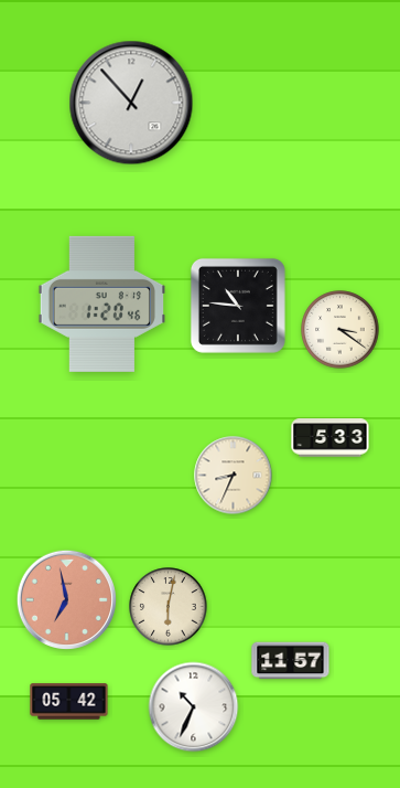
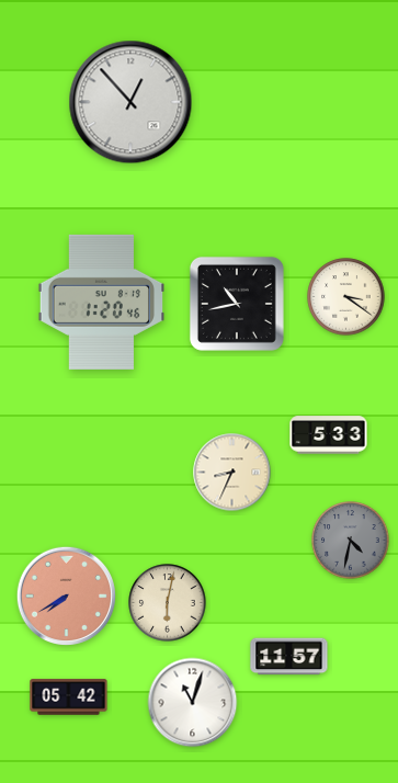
clock at (238, 306): 10:46 -> 10:43
clock at (340, 330) position: (340, 330) -> (346, 297)
clock at (351, 541): none -> 4:32
clock at (66, 599): 6:58 -> 7:40
clock at (194, 707): 10:34 -> 11:03
